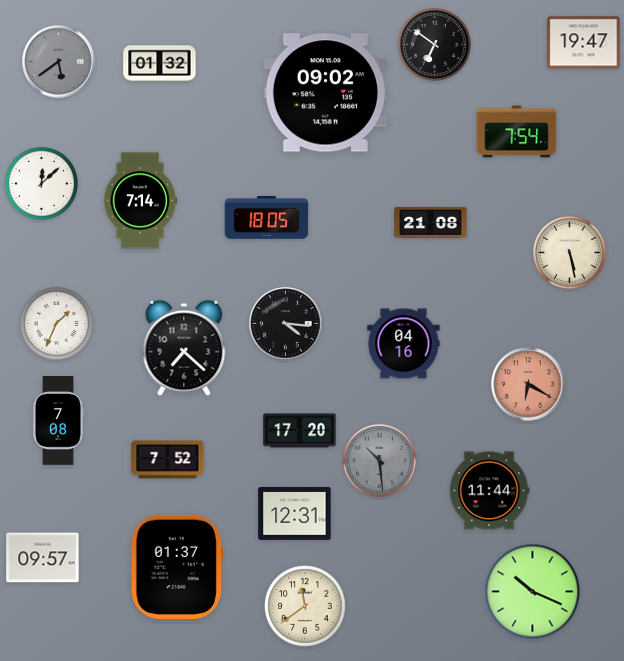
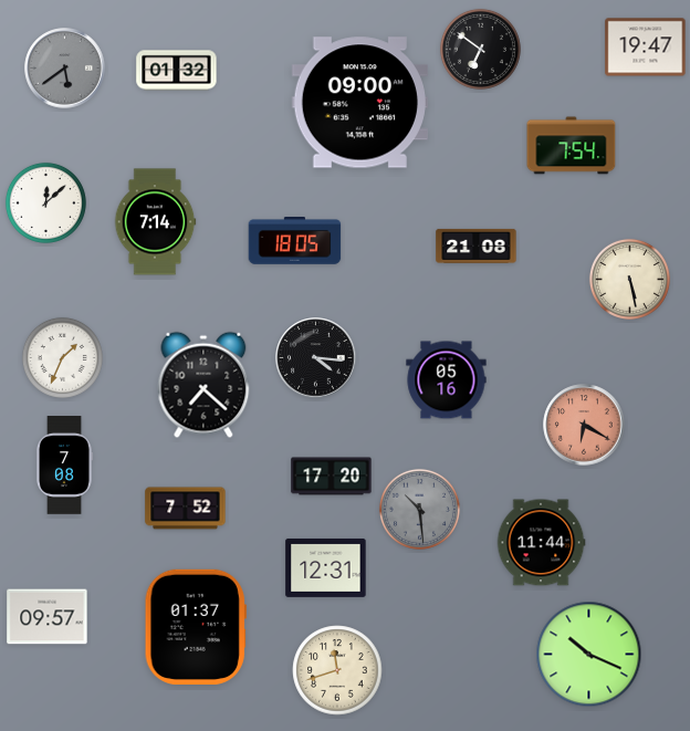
clock at (325, 93): 09:02 -> 09:00
clock at (404, 344): 04:16 -> 05:16
clock at (305, 606): 11:39 -> 11:42
